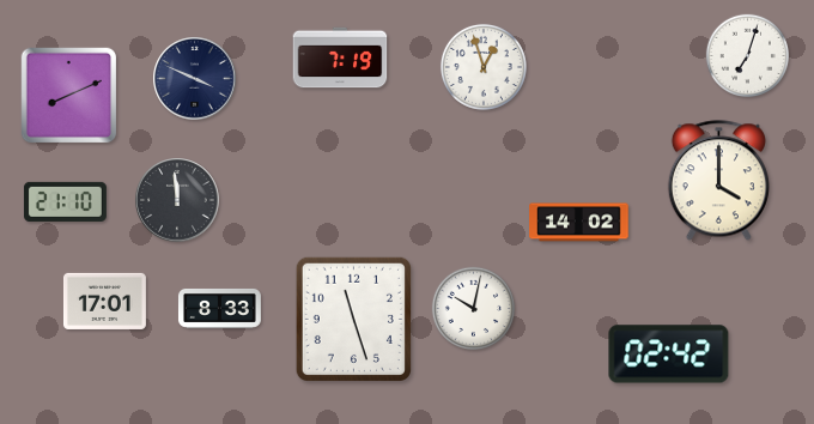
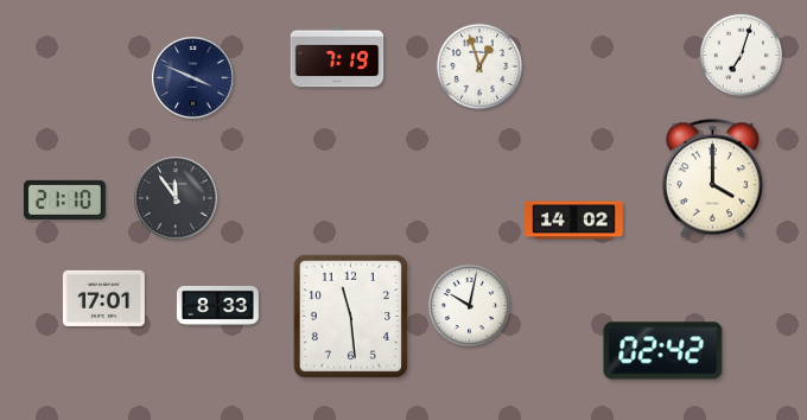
clock at (69, 96): 8:11 -> none
clock at (177, 200): 11:59 -> 11:54
clock at (353, 319): 11:27 -> 11:29
